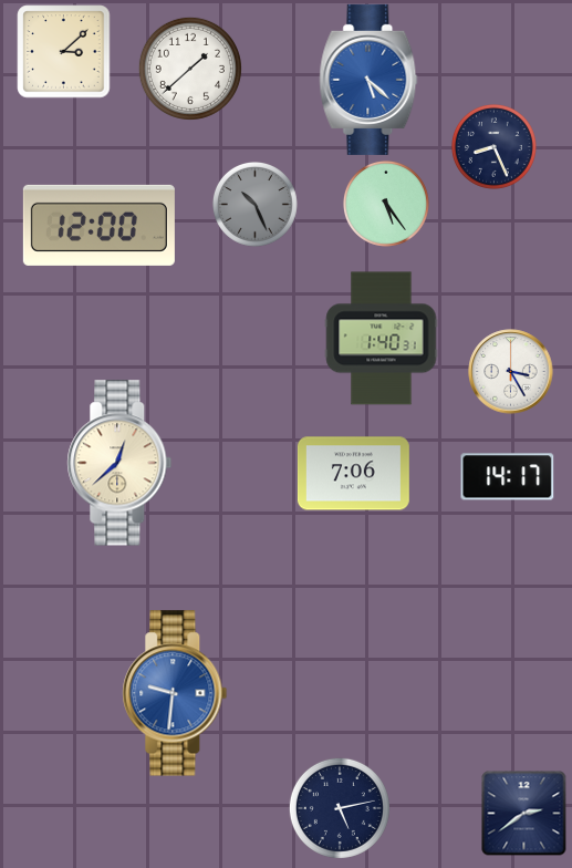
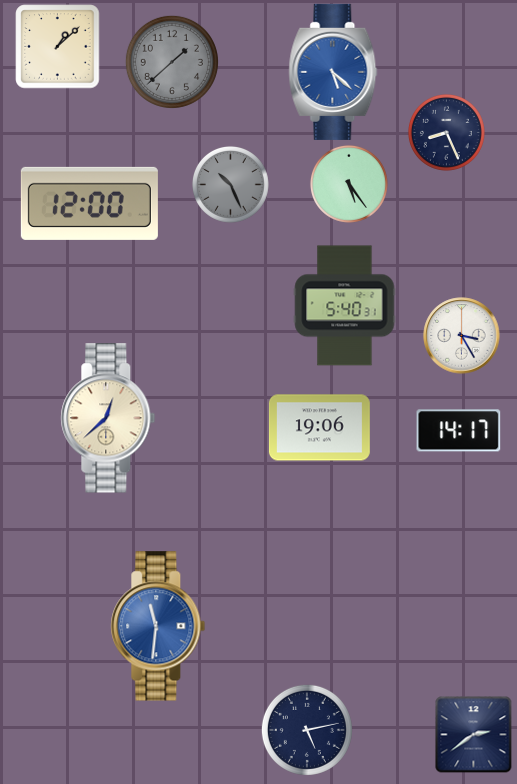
clock at (64, 52): 3:08 -> 1:08
clock at (190, 69) dial: white -> grey
clock at (382, 339): 1:40 -> 5:40
clock at (353, 474): 7:06 -> 19:06
clock at (175, 693): 9:31 -> 11:31
